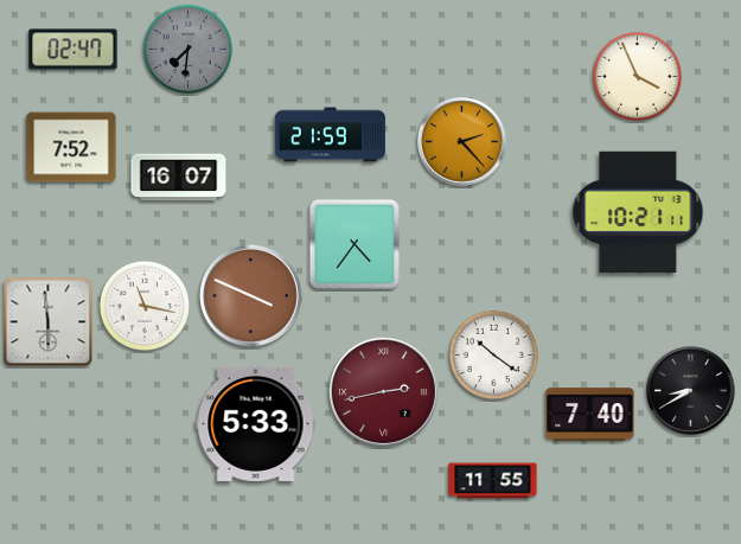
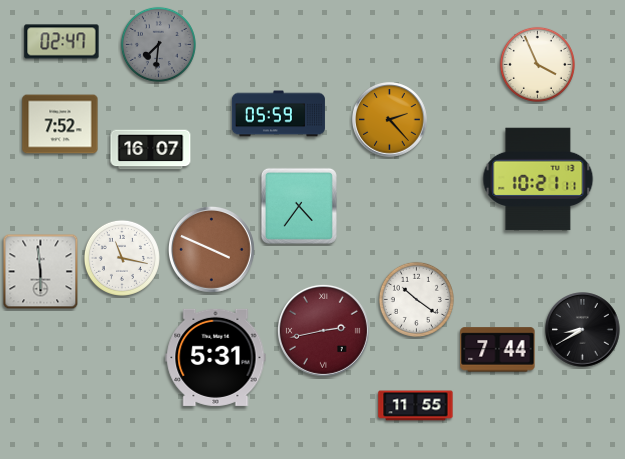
clock at (187, 49) position: (187, 49) -> (158, 44)
clock at (330, 135): 21:59 -> 05:59
clock at (590, 415): 7:40 -> 7:44
clock at (256, 423): 5:33 -> 5:31
